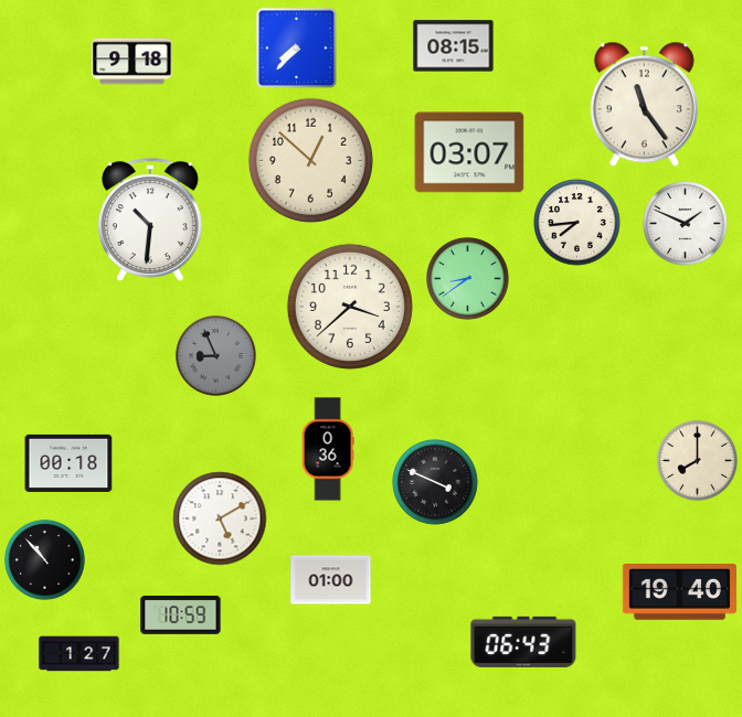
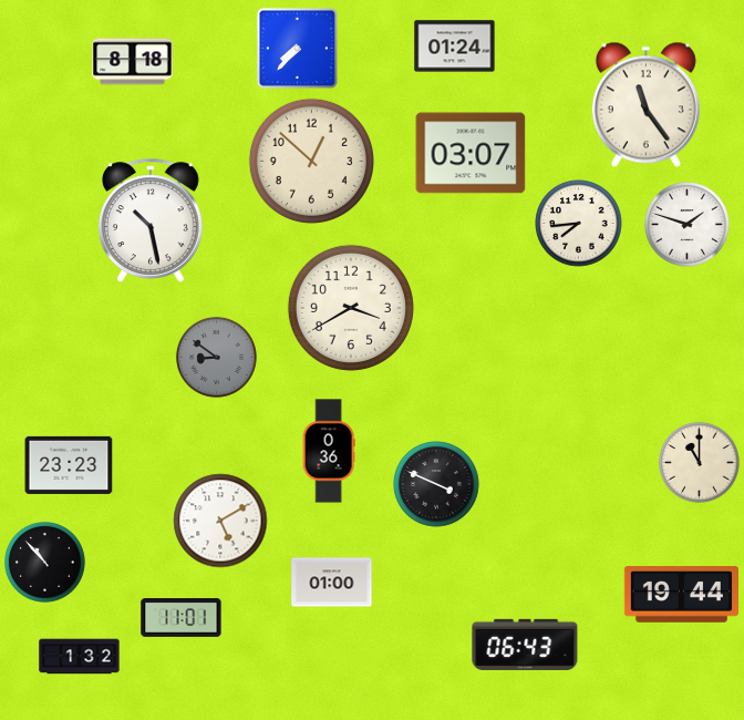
clock at (454, 46): 08:15 -> 01:24
clock at (132, 62): 9:18 -> 8:18
clock at (150, 220): 10:31 -> 10:28
clock at (686, 224): 1:49 -> 1:48
clock at (468, 279): 8:39 -> none
clock at (350, 307): 3:38 -> 3:40
clock at (216, 356): 8:56 -> 8:51
clock at (698, 461): 8:00 -> 11:00
clock at (68, 463): 00:18 -> 23:23
clock at (679, 592): 19:40 -> 19:44
clock at (181, 616): 10:59 -> 11:01
clock at (79, 654): 1:27 -> 1:32
